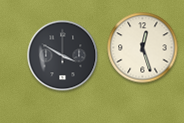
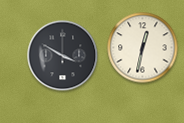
clock at (143, 48): 12:27 -> 12:32
